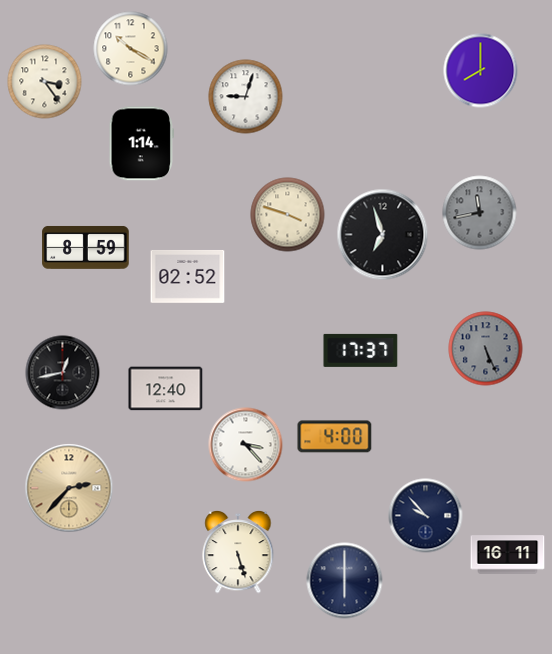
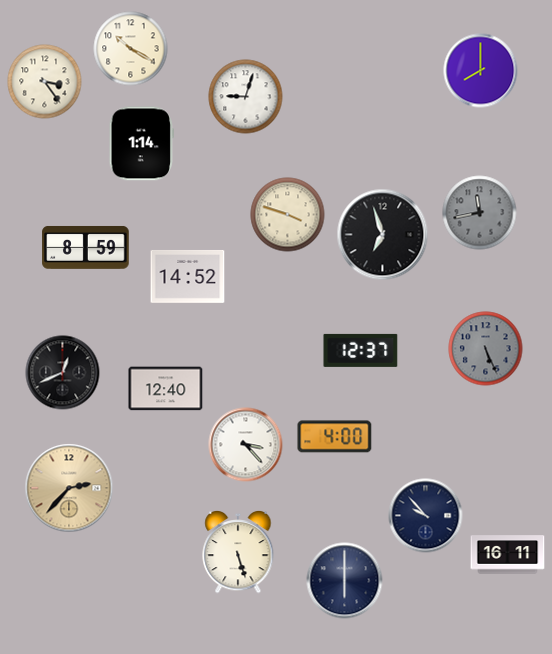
clock at (188, 276): 02:52 -> 14:52
clock at (361, 350): 17:37 -> 12:37
clock at (63, 373): 12:43 -> 12:41
